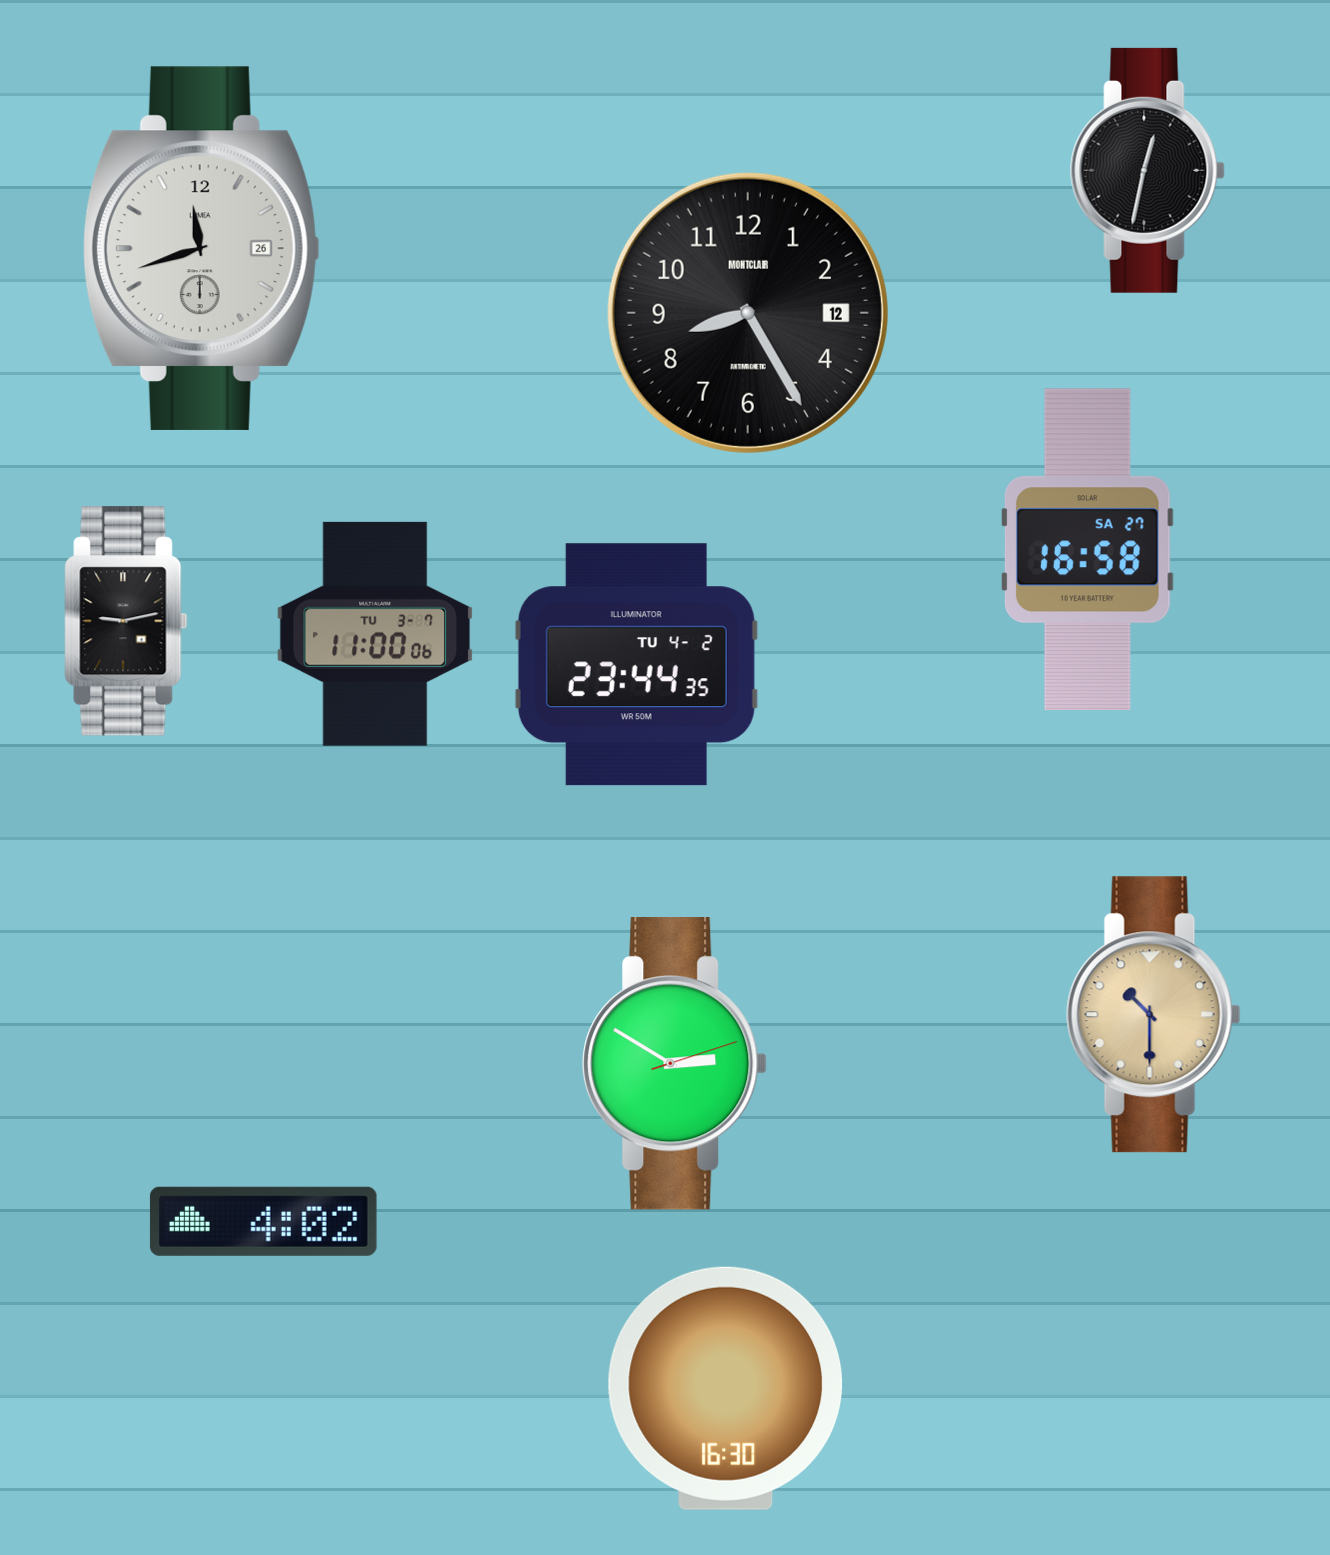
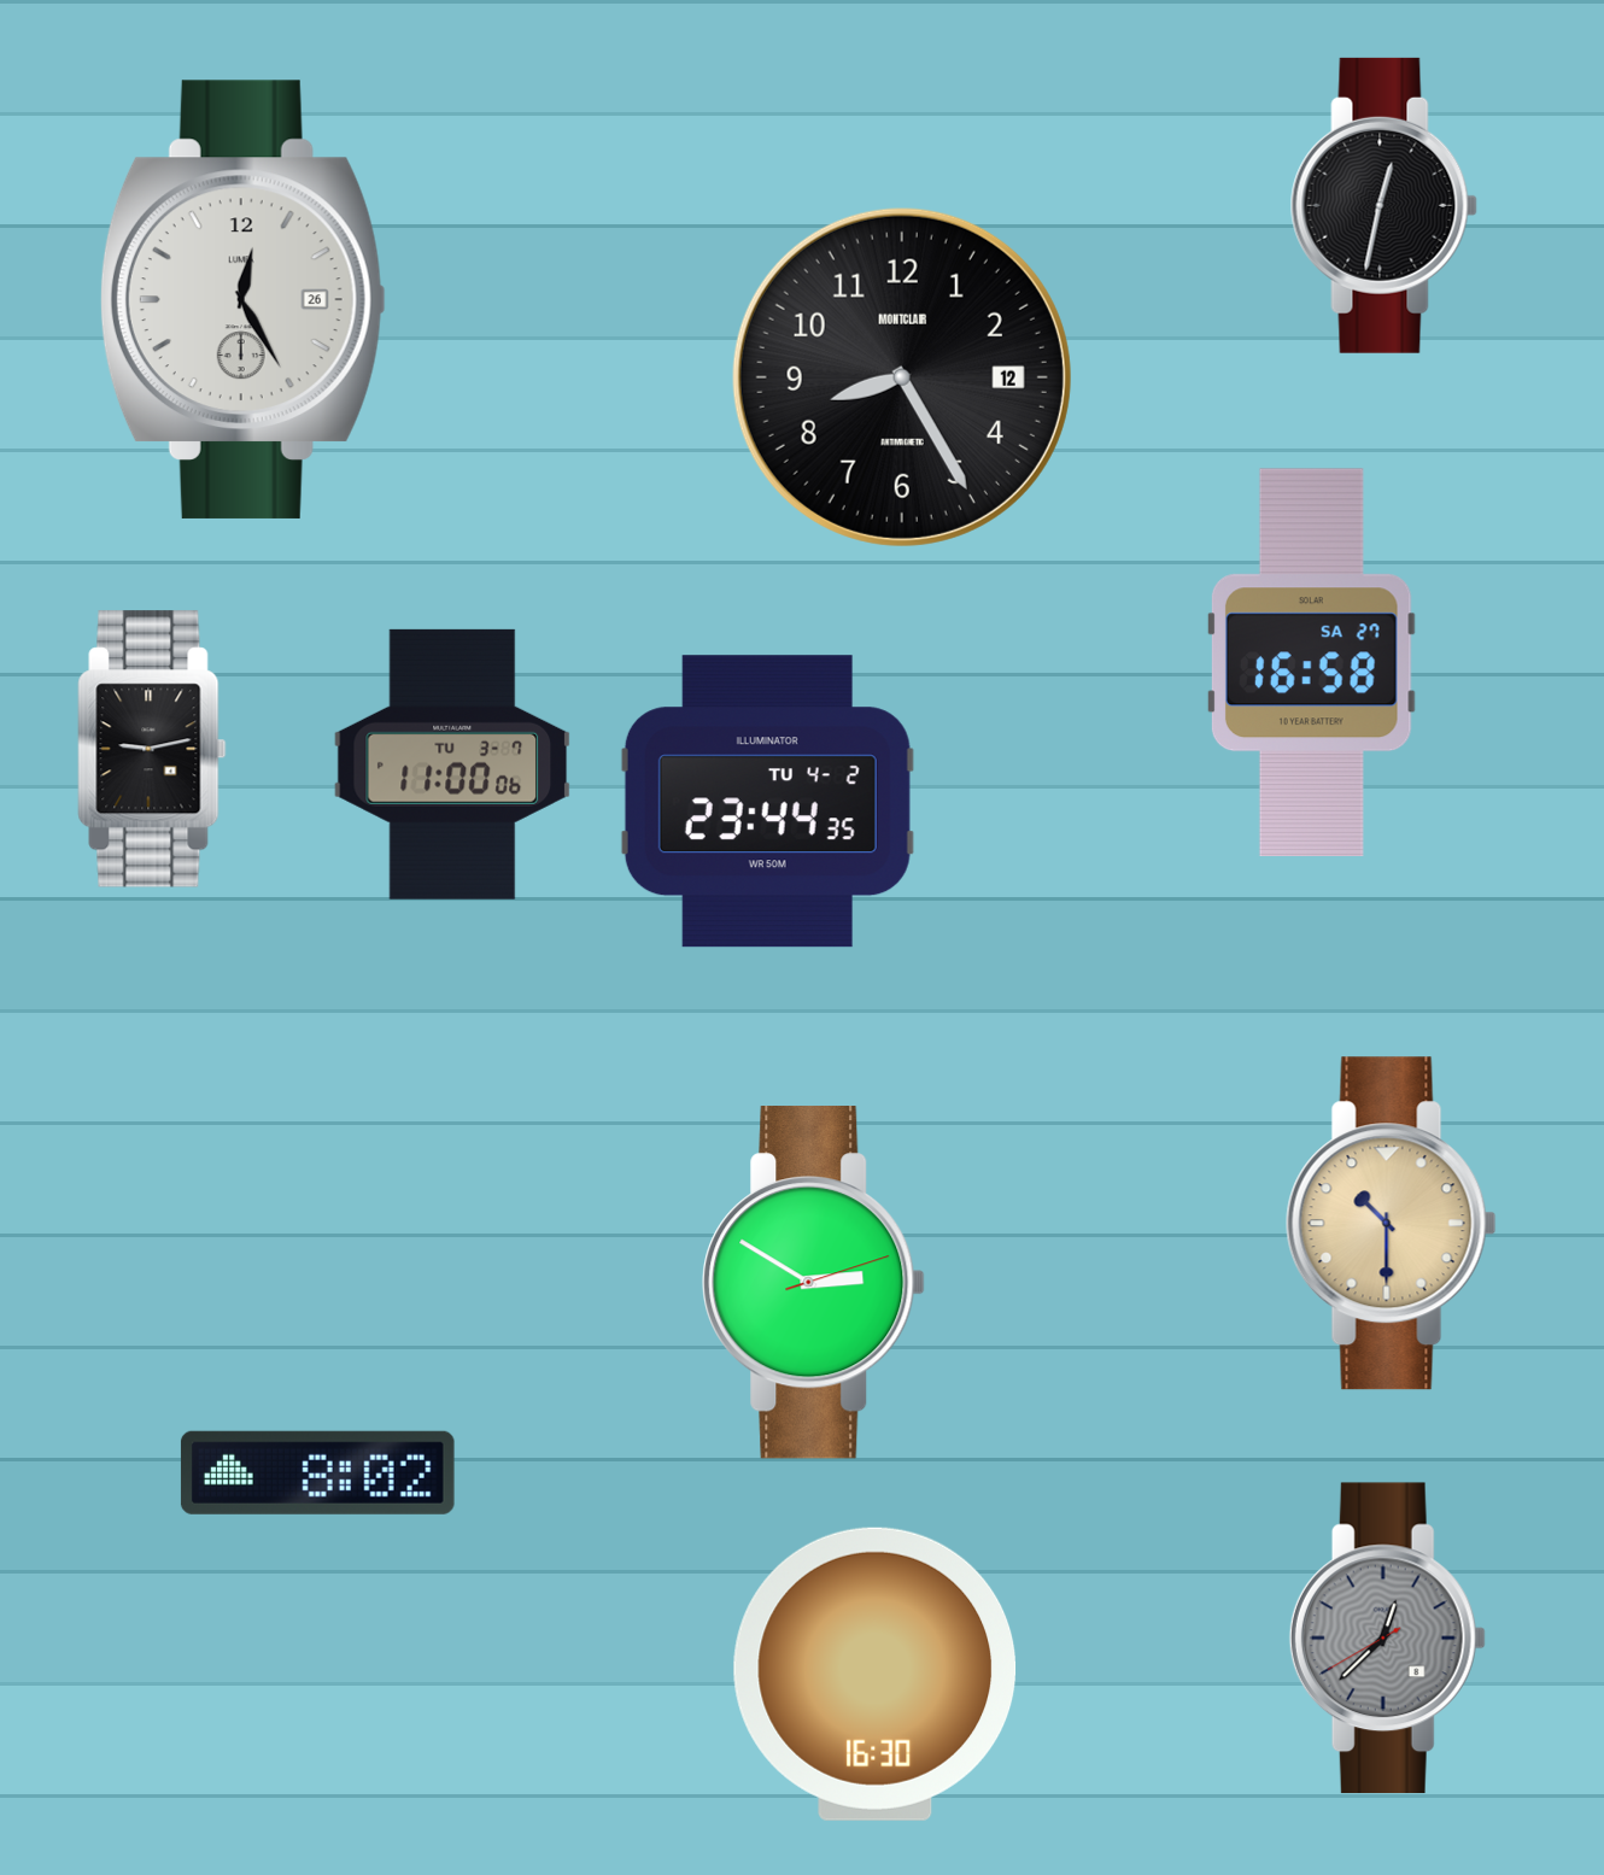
clock at (201, 248): 11:42 -> 12:25
clock at (263, 1221): 4:02 -> 8:02
clock at (1387, 1639): none -> 12:37
